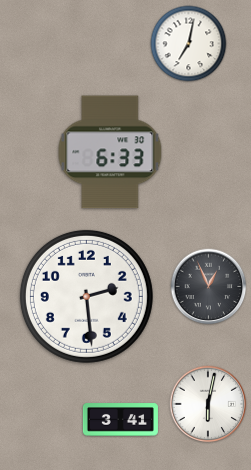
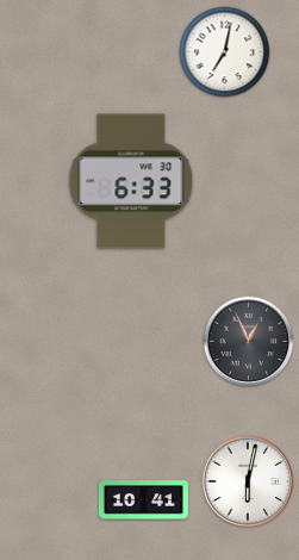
clock at (86, 296): 2:29 -> none
clock at (120, 420): 3:41 -> 10:41
